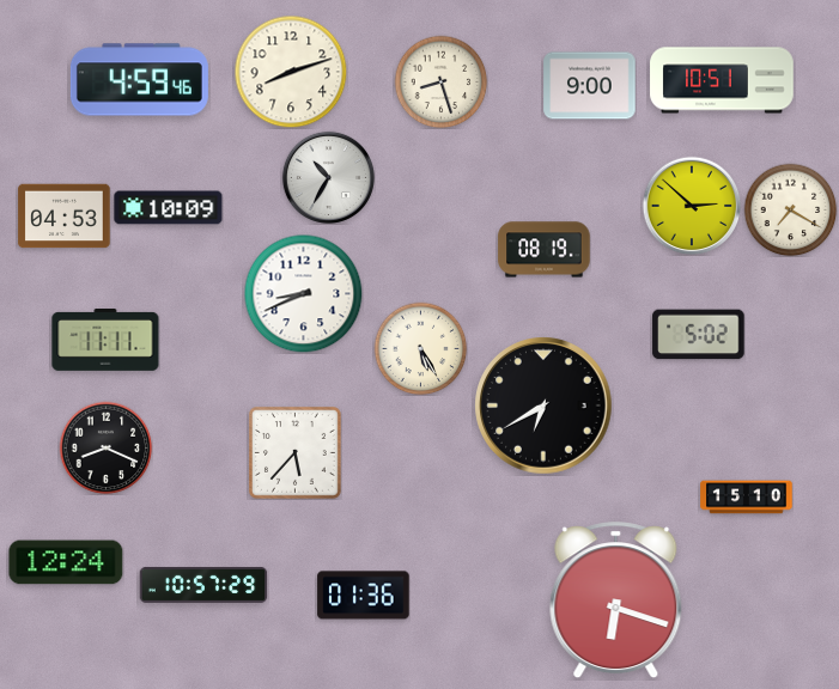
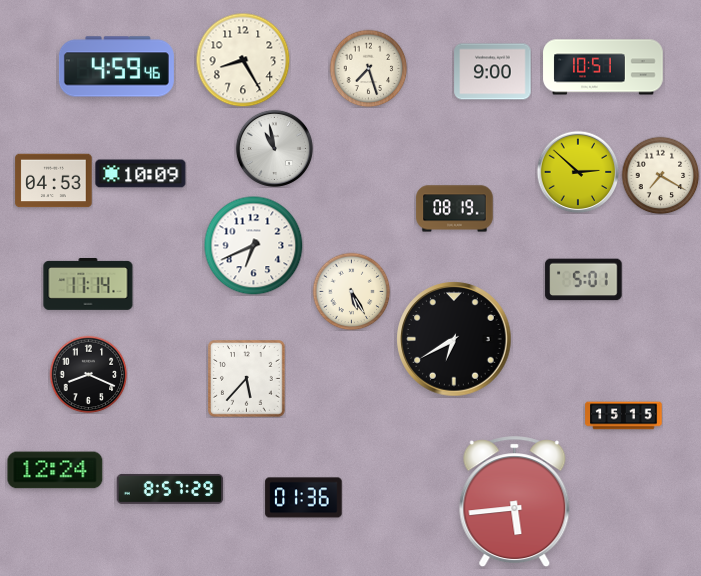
clock at (291, 72): 8:12 -> 8:25
clock at (440, 81): 8:27 -> 7:27
clock at (328, 177): 10:35 -> 10:58
clock at (304, 294): 8:41 -> 6:41
clock at (699, 335): 5:02 -> 5:01
clock at (105, 341): 11:11 -> 11:14
clock at (747, 498): 15:10 -> 15:15
clock at (203, 585): 10:57 -> 8:57
clock at (616, 600): 6:18 -> 5:44
